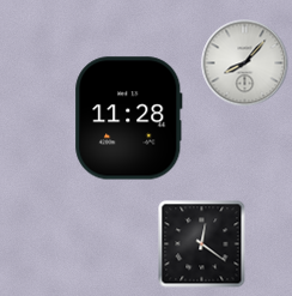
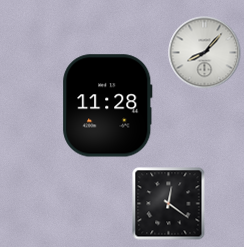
clock at (129, 119) position: (129, 119) -> (108, 106)
